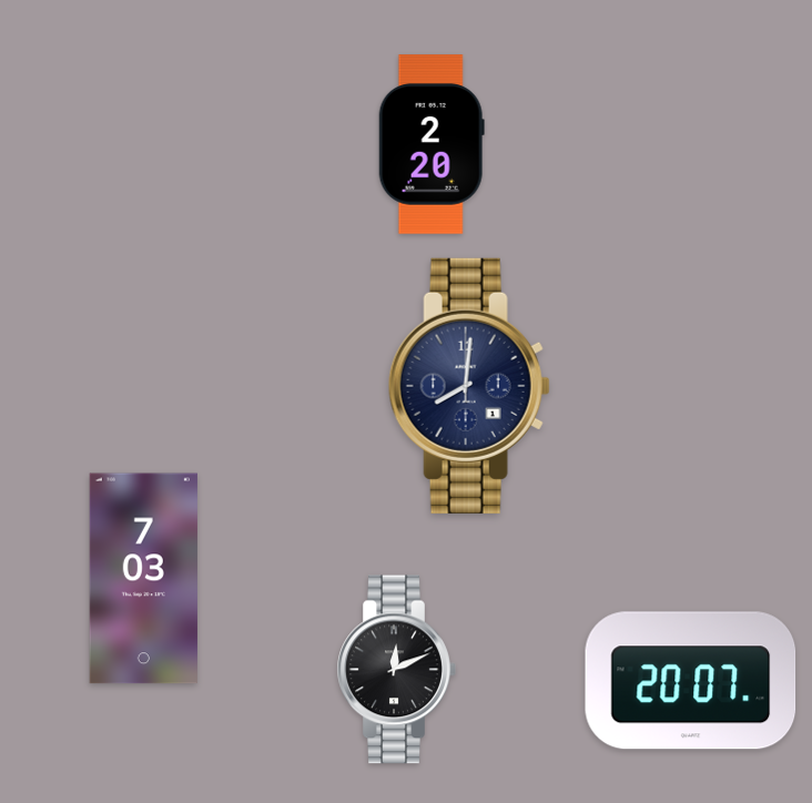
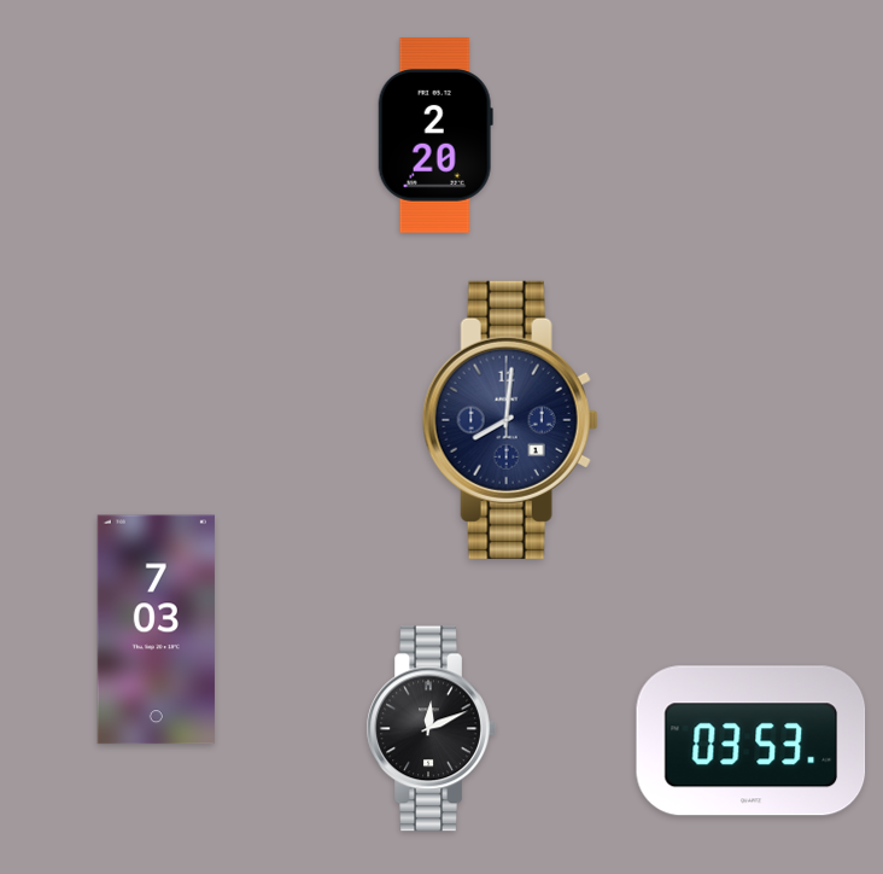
clock at (432, 144) position: (432, 144) -> (435, 135)
clock at (691, 681): 20:07 -> 03:53
